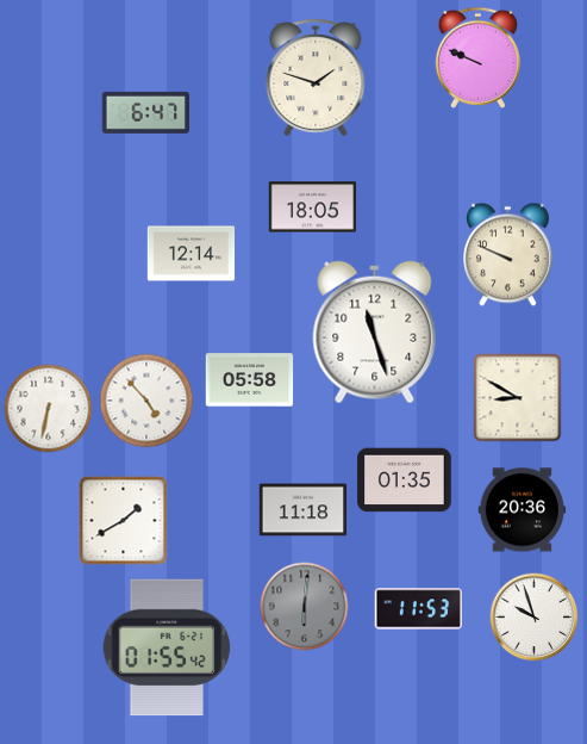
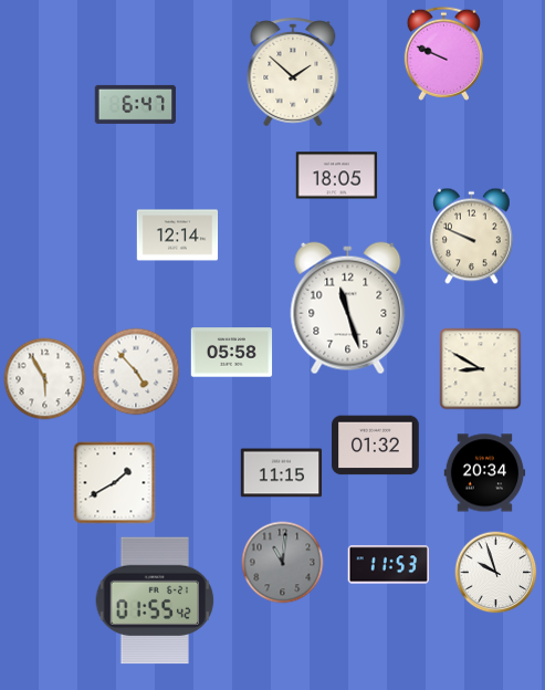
clock at (316, 77): 1:48 -> 1:52
clock at (313, 207) position: (313, 207) -> (337, 176)
clock at (49, 409): 6:32 -> 5:55
clock at (405, 480): 01:35 -> 01:32
clock at (304, 510): 11:18 -> 11:15
clock at (523, 510): 20:36 -> 20:34
clock at (305, 607): 6:01 -> 11:01
